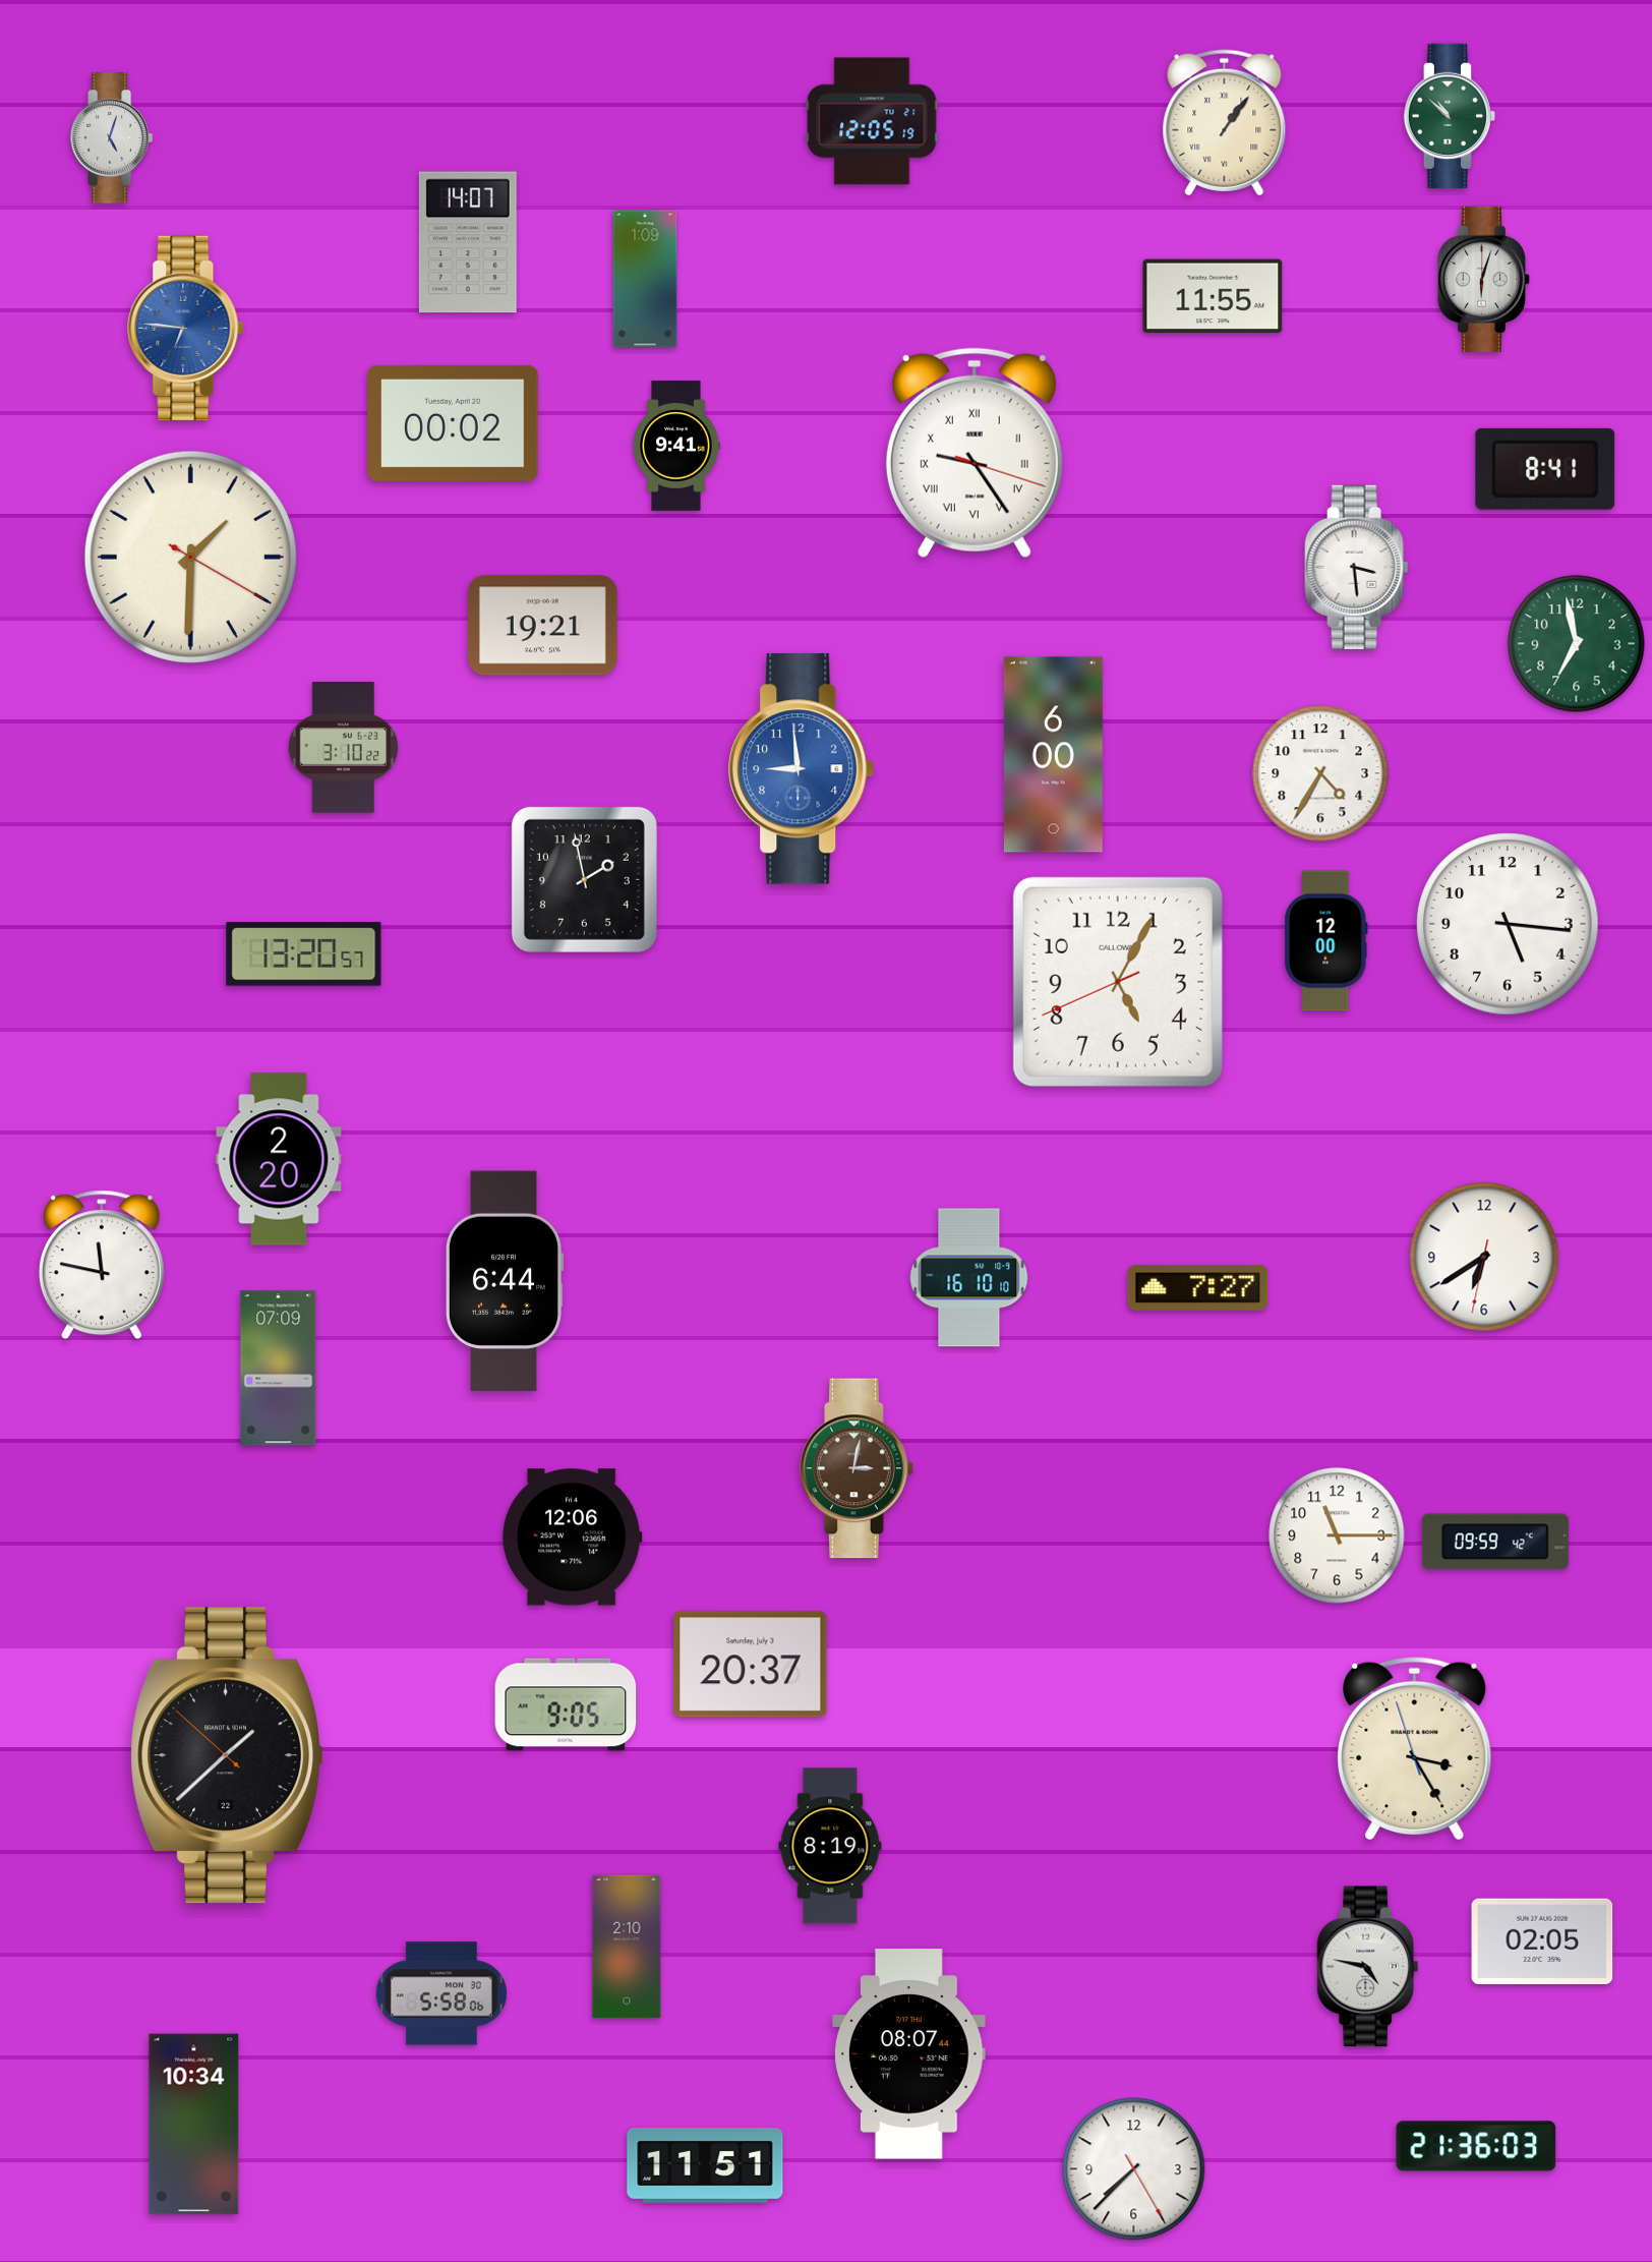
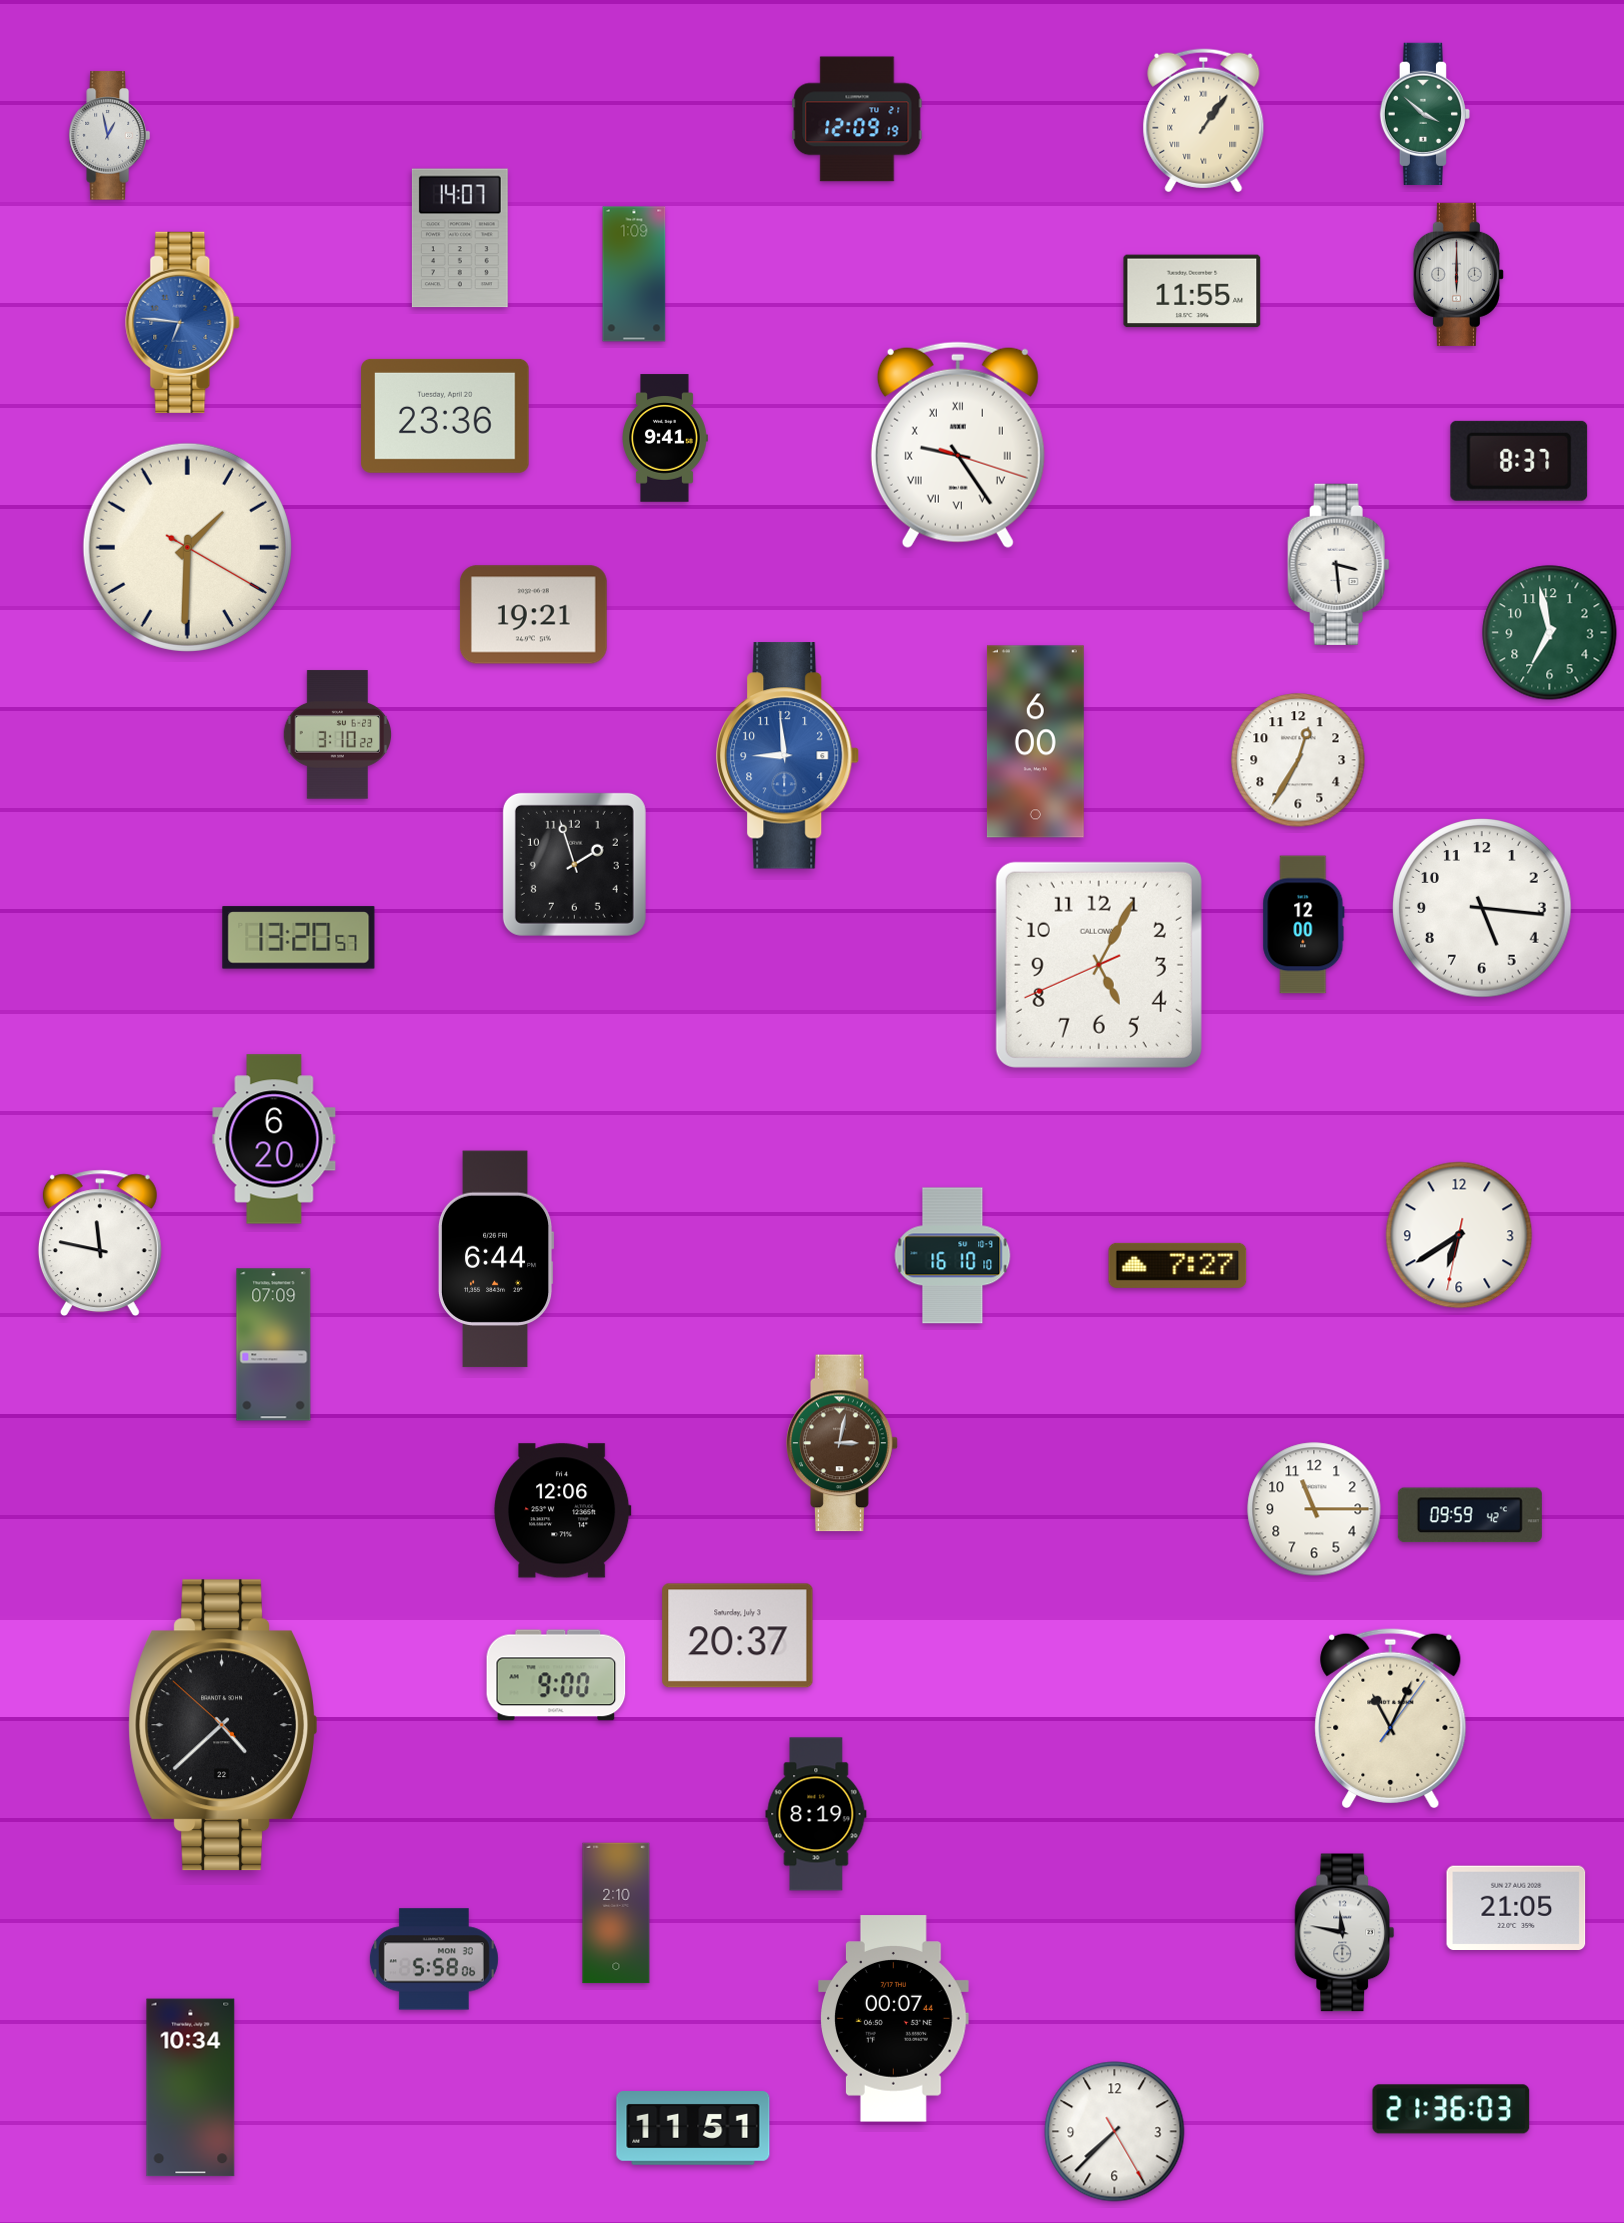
clock at (1450, 116): 10:52 -> 3:52
clock at (872, 121): 12:05 -> 12:09
clock at (111, 138): 5:03 -> 12:58
clock at (1483, 279): 6:03 -> 6:00
clock at (453, 423): 00:02 -> 23:36
clock at (1545, 469): 8:41 -> 8:37
clock at (1357, 567) position: (1357, 567) -> (1339, 564)
clock at (1320, 773): 4:35 -> 12:35
clock at (584, 879): 1:58 -> 1:57
clock at (279, 1159): 2:20 -> 6:20
clock at (566, 1704): 9:05 -> 9:00
clock at (1415, 1748): 3:24 -> 11:04
clock at (226, 1755): 1:37 -> 4:37
clock at (1542, 1941): 02:05 -> 21:05
clock at (1368, 1967): 4:47 -> 11:47
clock at (909, 2054): 08:07 -> 00:07
